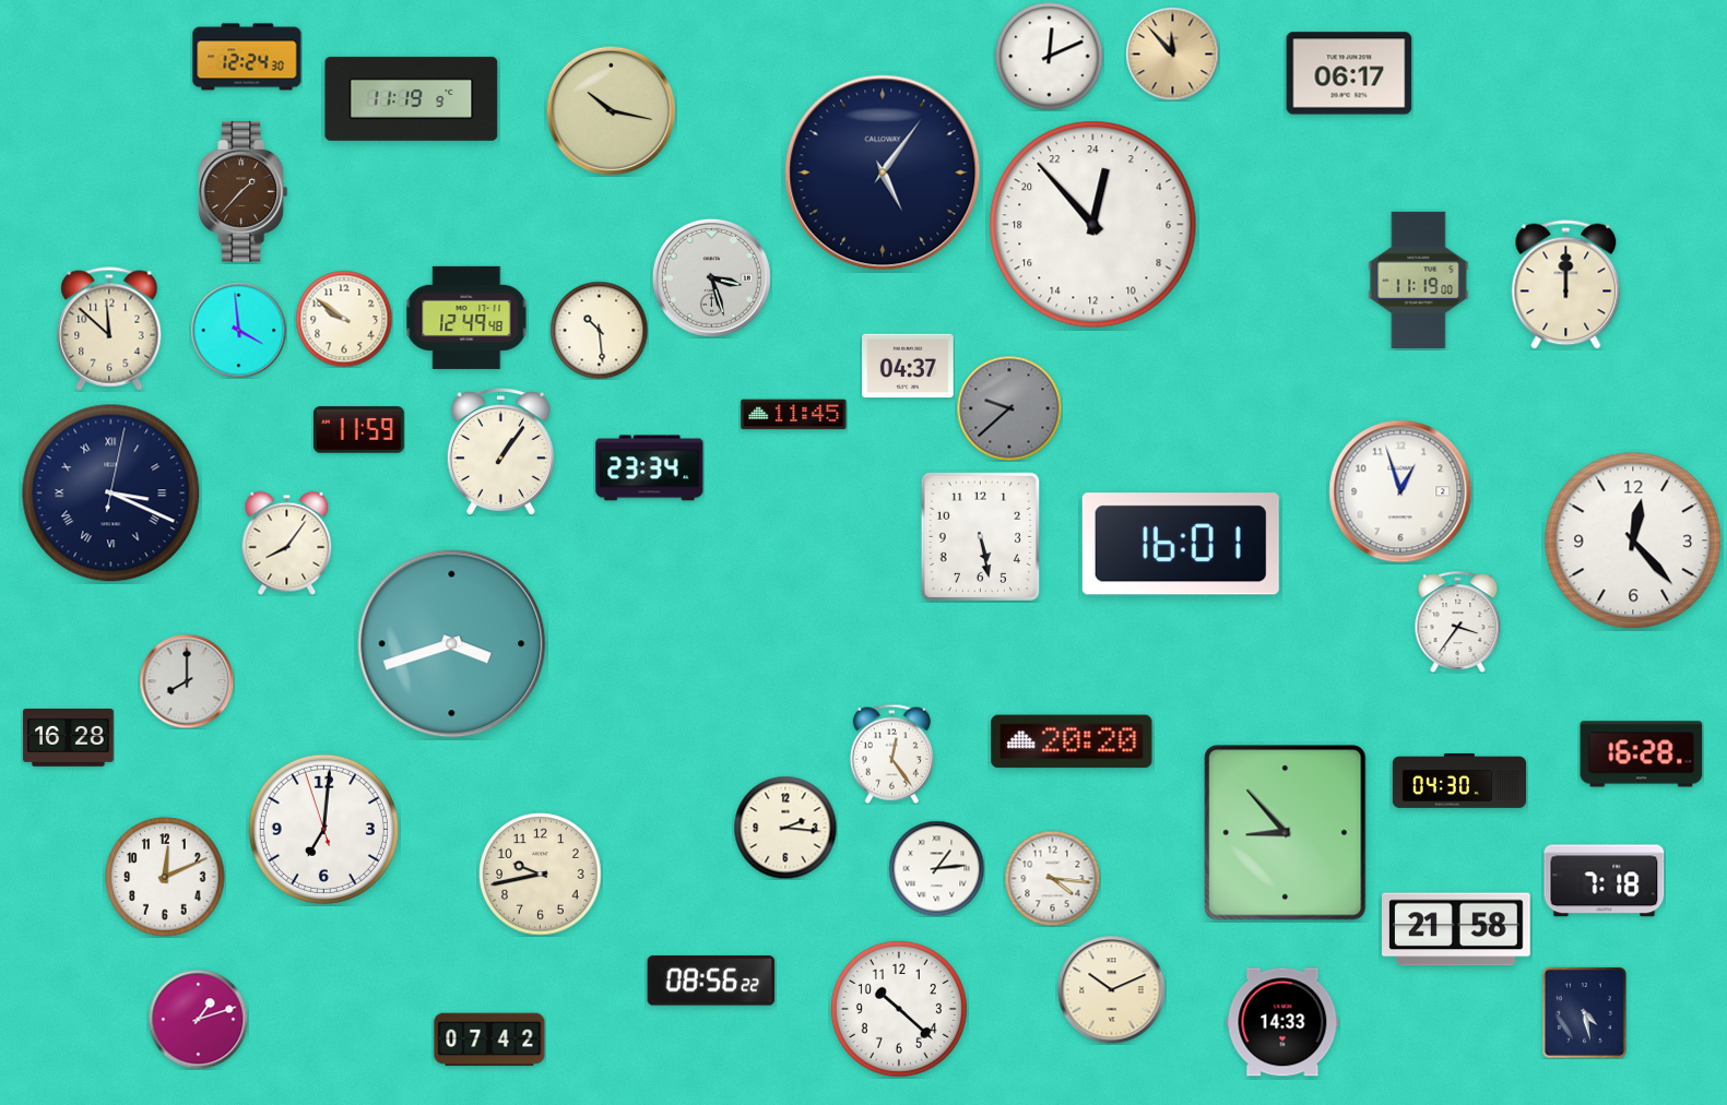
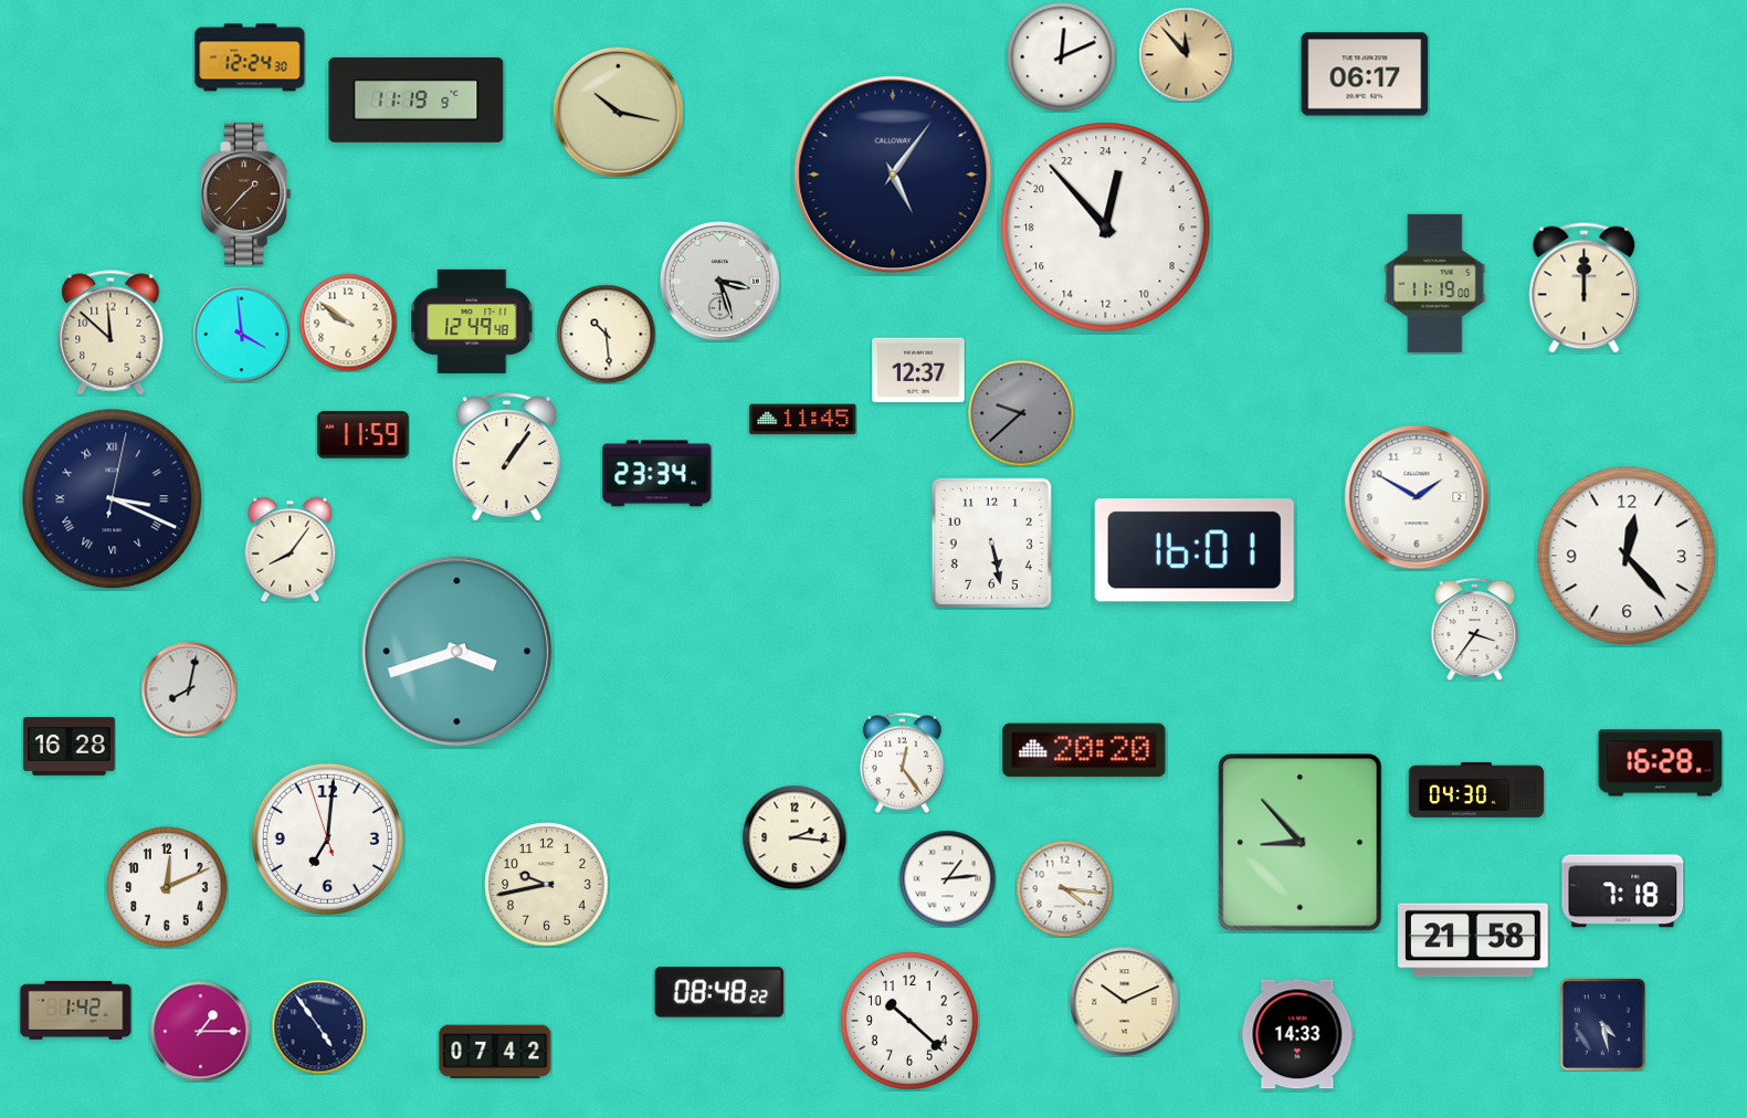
clock at (908, 366): 04:37 -> 12:37
clock at (1400, 491): 12:57 -> 1:50
clock at (1633, 540) position: (1633, 540) -> (1627, 556)
clock at (187, 681): 8:00 -> 8:02
clock at (711, 981): 08:56 -> 08:48
clock at (76, 1010): none -> 1:42
clock at (318, 1026): none -> 4:54
clock at (198, 1019): 1:12 -> 1:15
